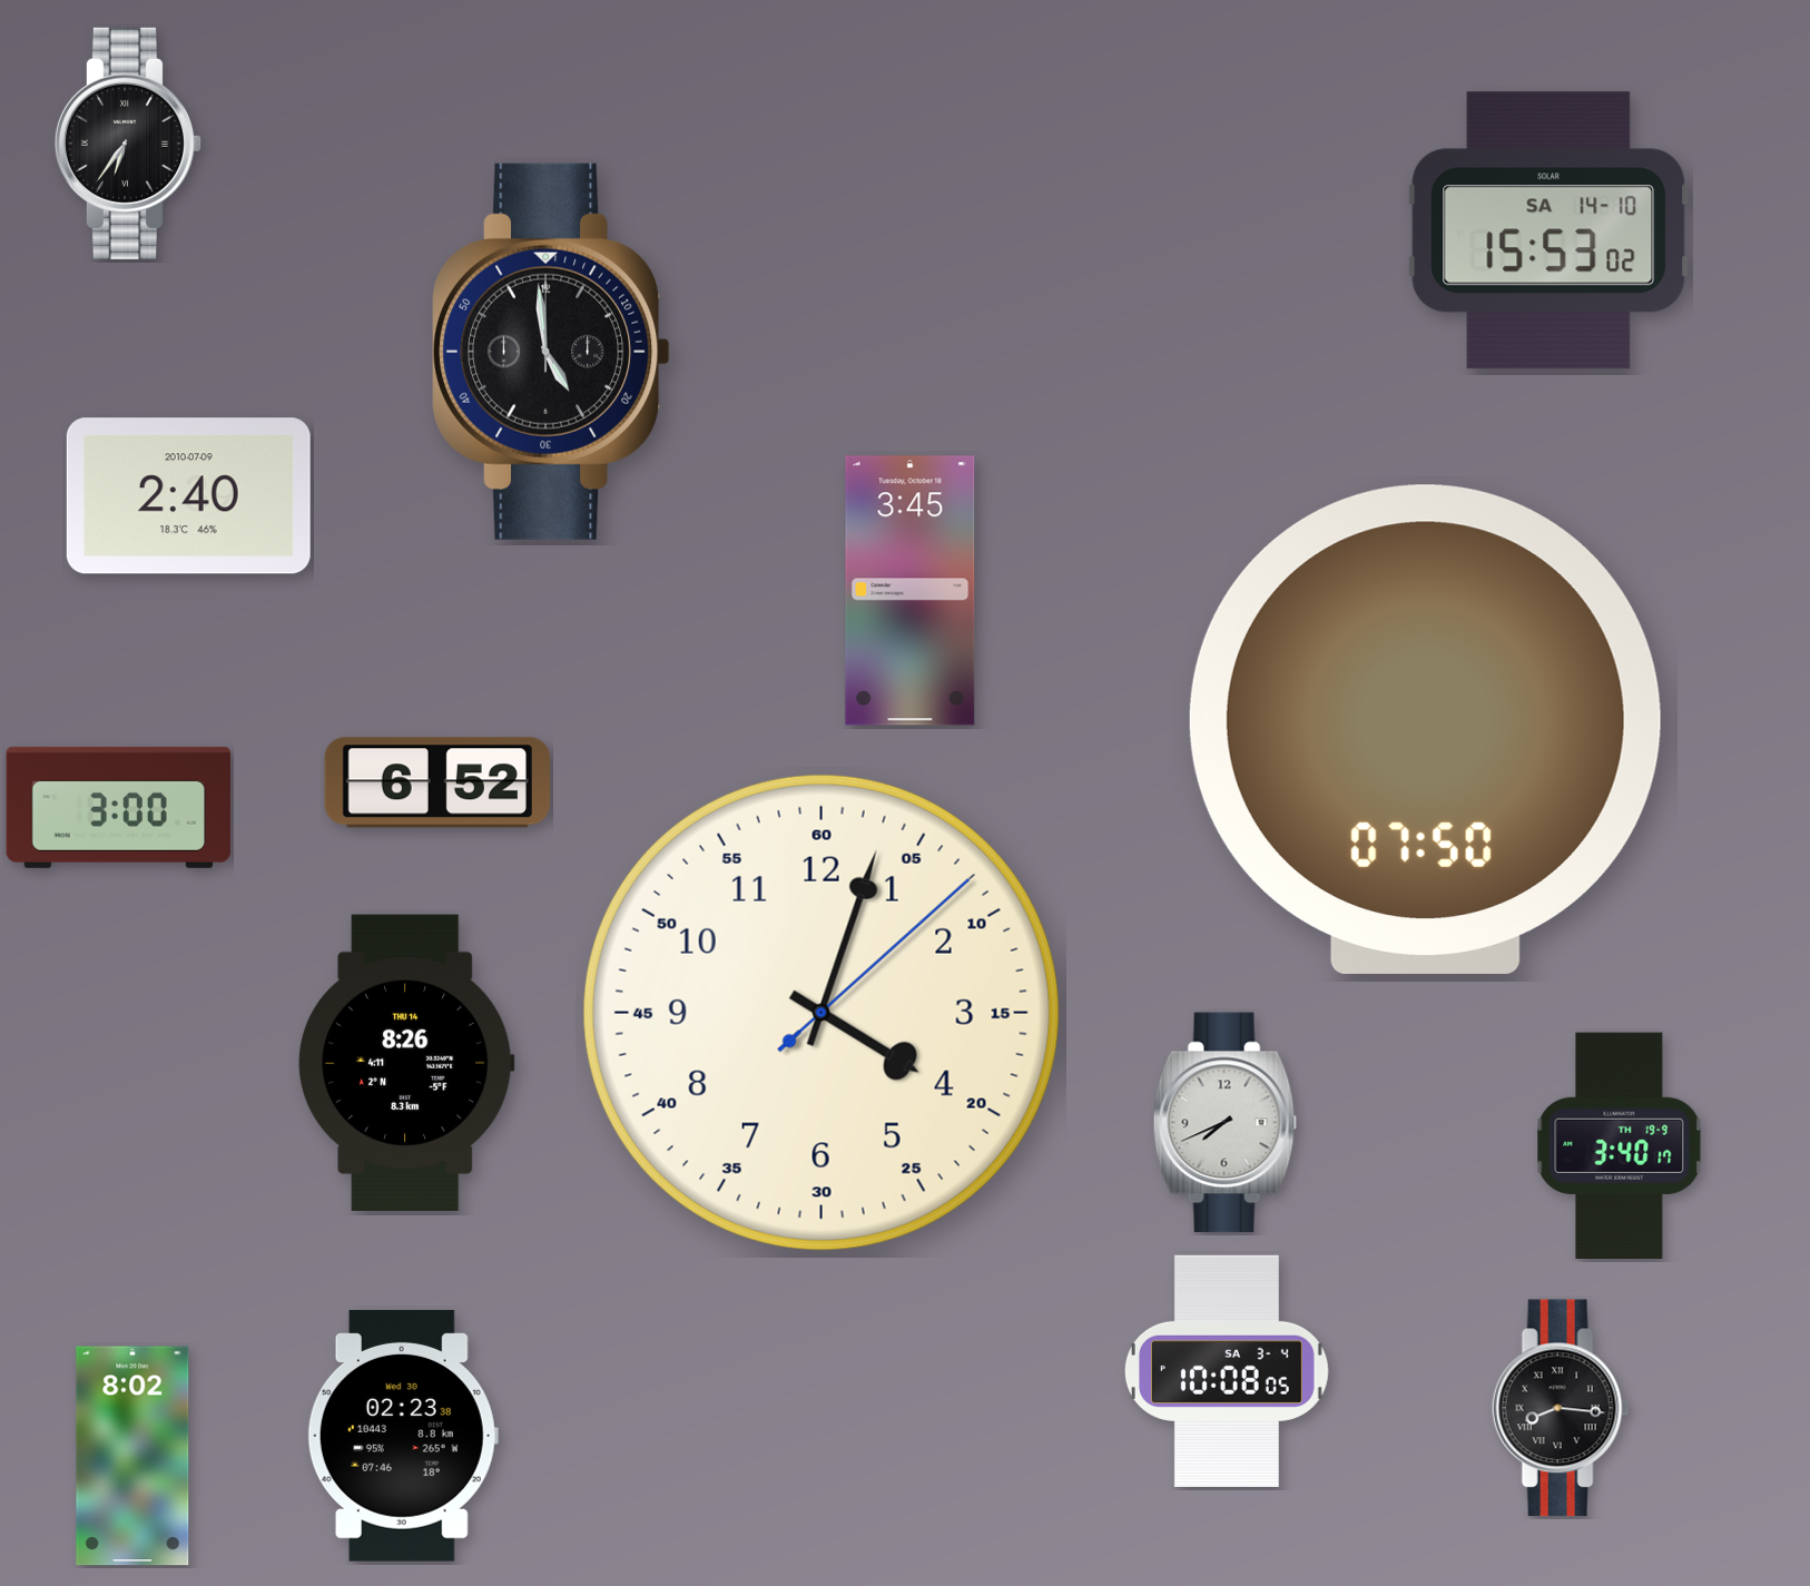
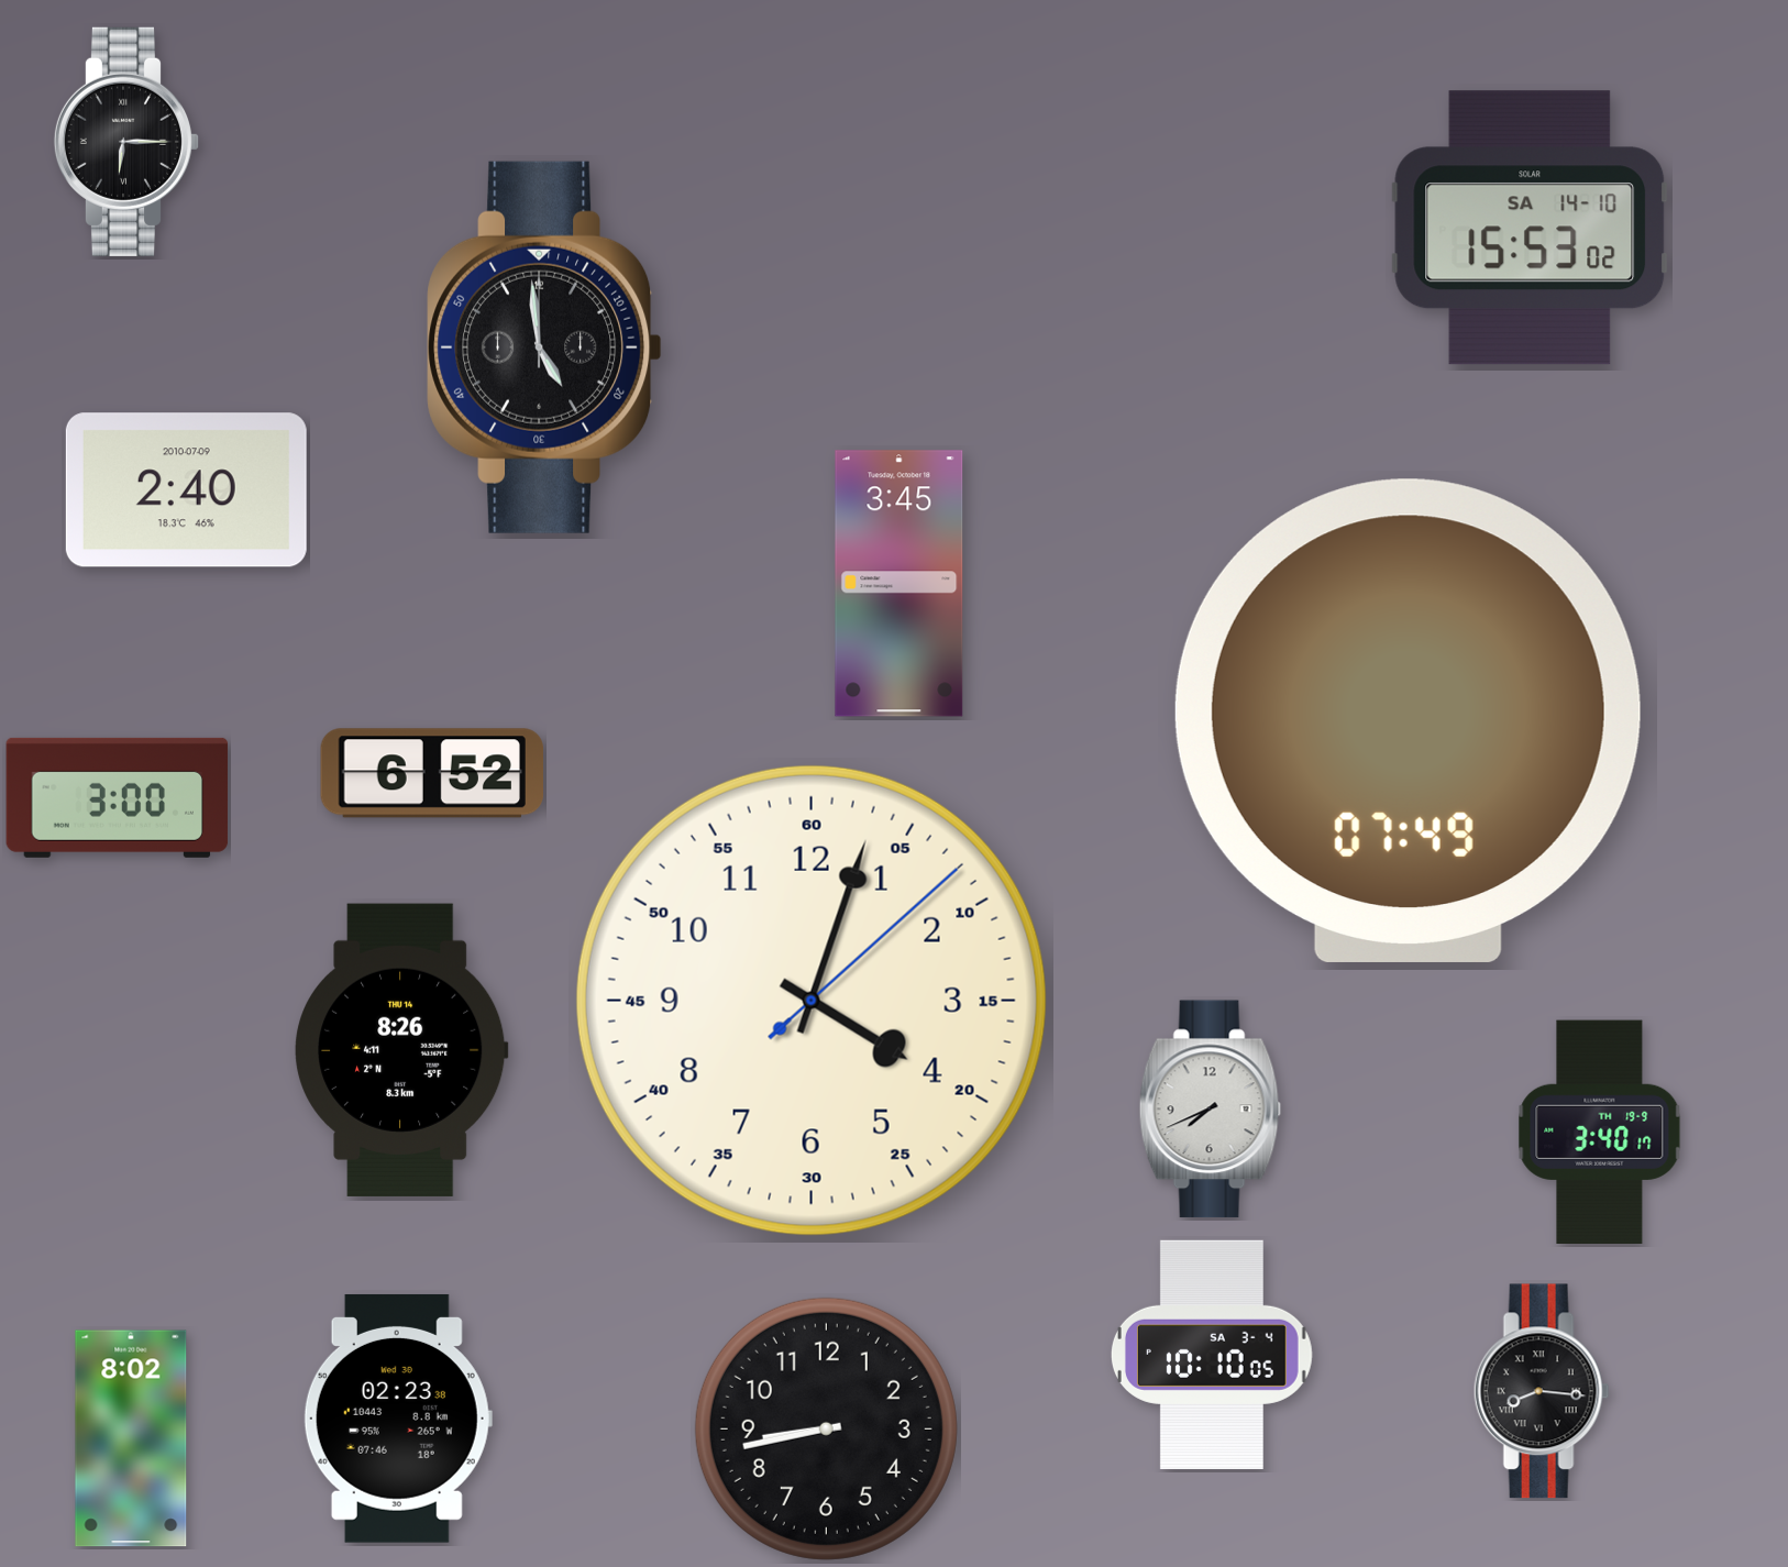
clock at (128, 144): 6:36 -> 6:15
clock at (1425, 729): 07:50 -> 07:49
clock at (1227, 1371): 10:08 -> 10:10
clock at (826, 1428): none -> 8:43
